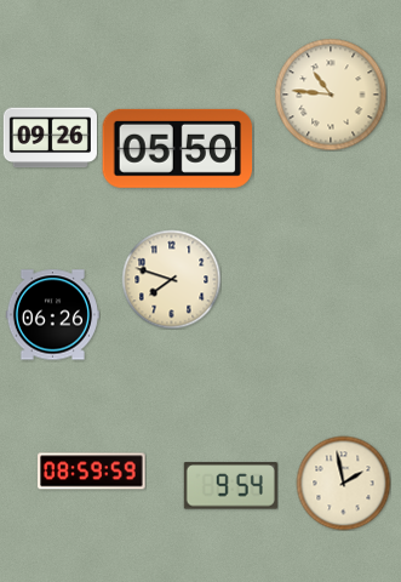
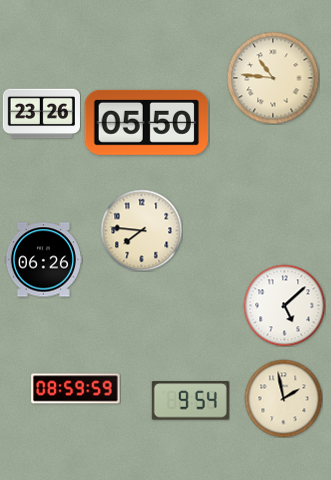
clock at (50, 138): 09:26 -> 23:26
clock at (171, 279): 7:48 -> 7:46
clock at (284, 305): none -> 5:08
